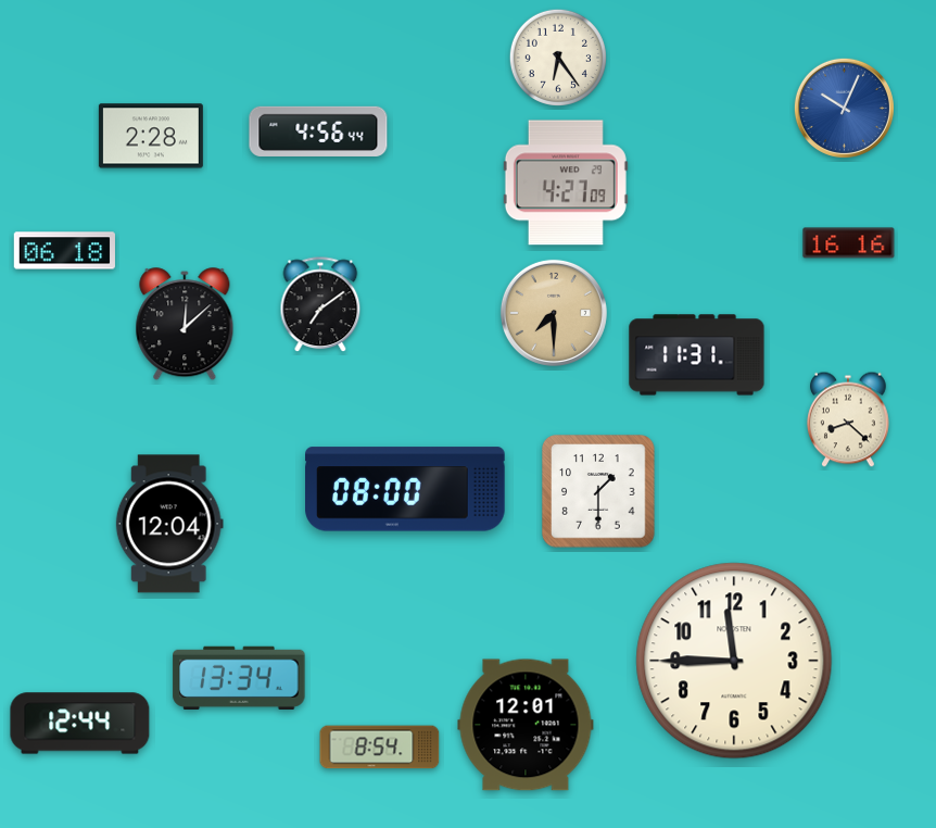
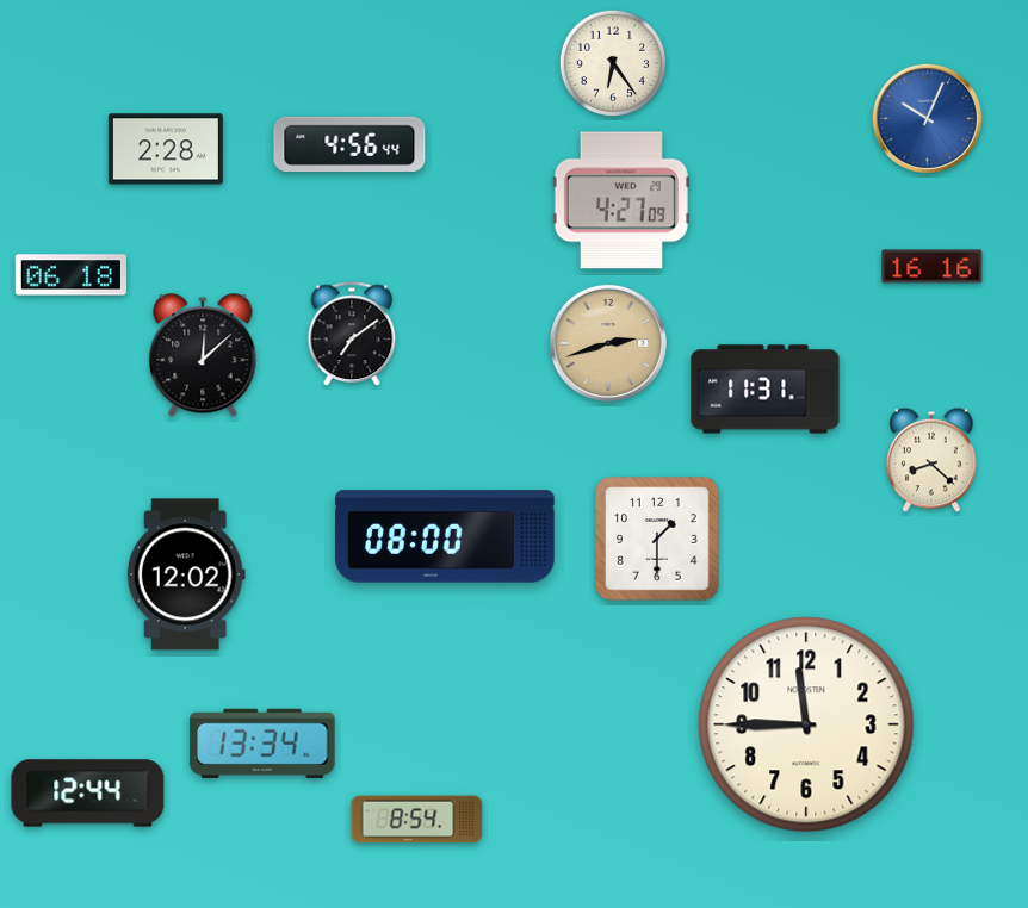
clock at (554, 313): 7:30 -> 2:42
clock at (169, 524): 12:04 -> 12:02
clock at (526, 725): 12:01 -> none
